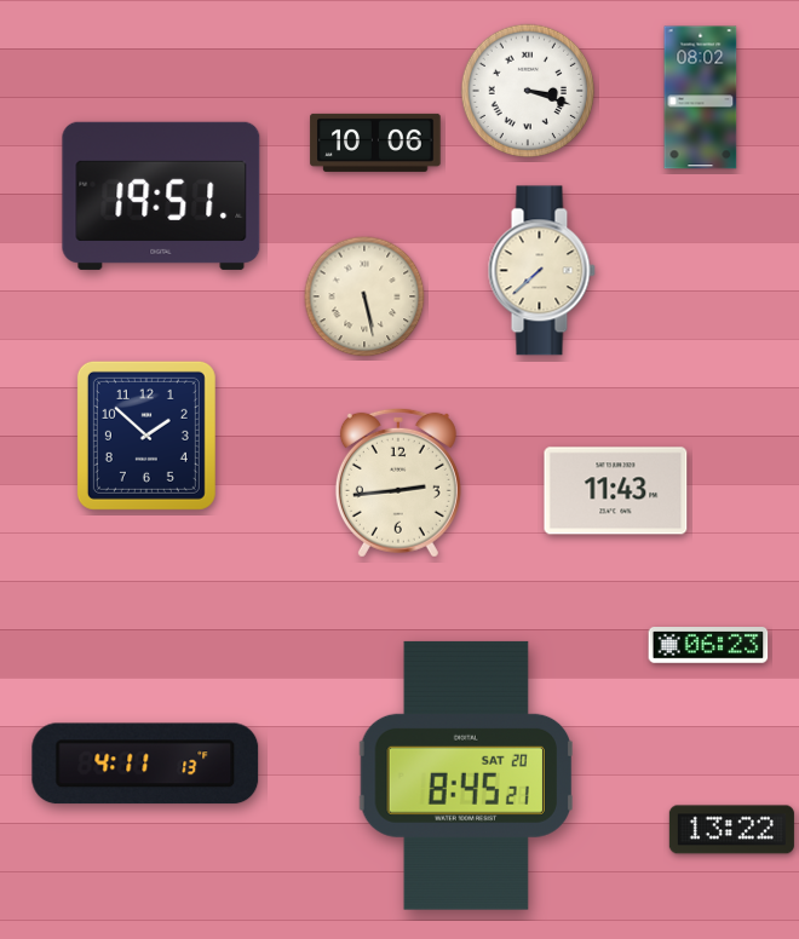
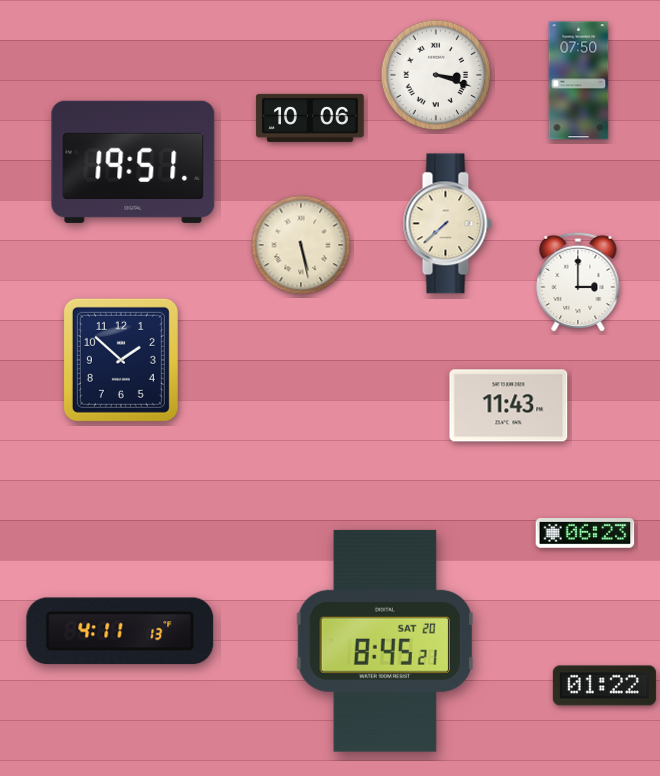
clock at (701, 98): 08:02 -> 07:50
clock at (578, 282): none -> 3:00
clock at (398, 483): 2:44 -> none
clock at (731, 830): 13:22 -> 01:22
